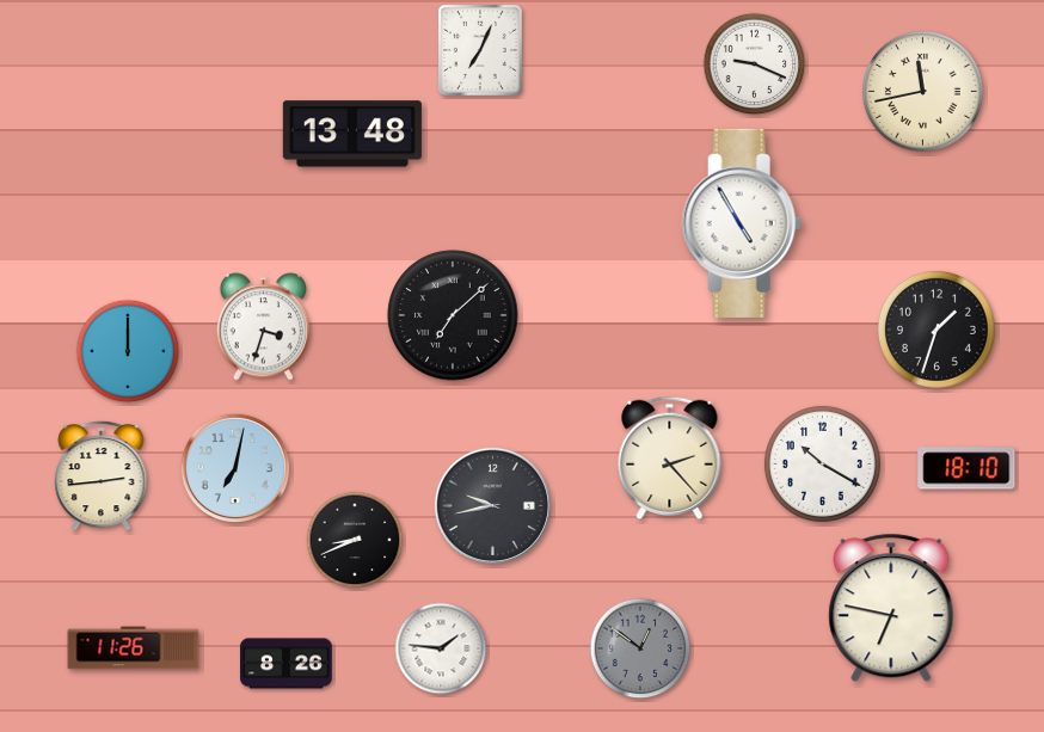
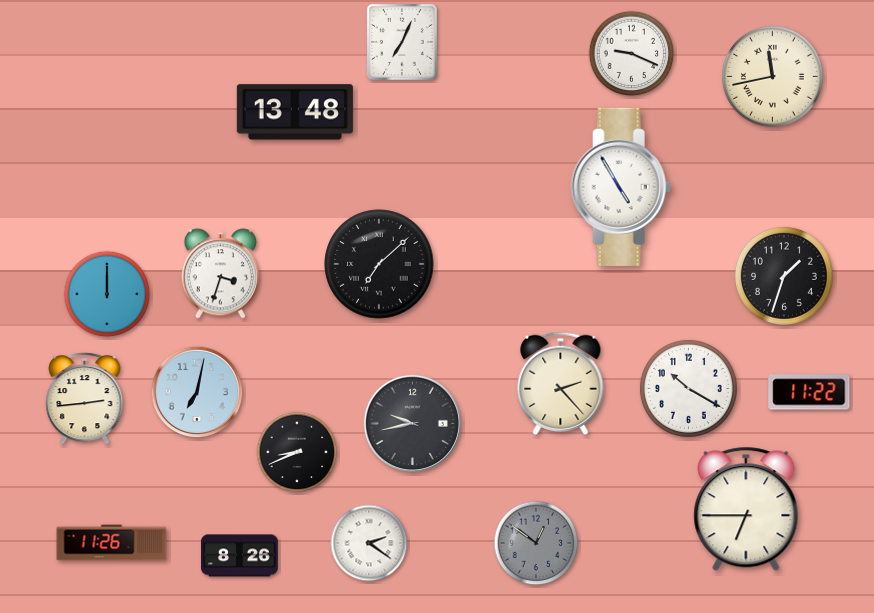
clock at (966, 468): 18:10 -> 11:22
clock at (891, 608): 6:47 -> 6:45
clock at (441, 648): 1:46 -> 2:21
